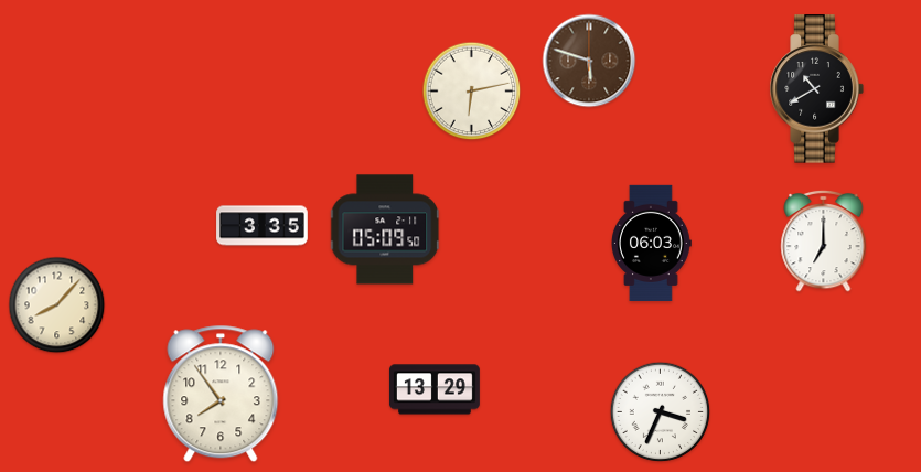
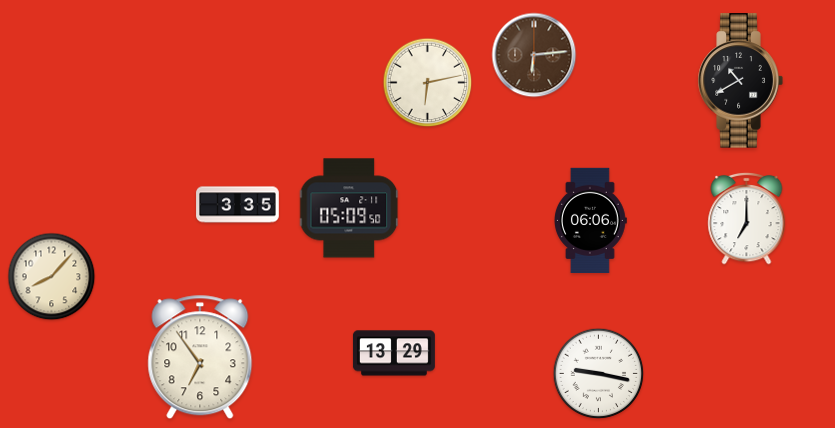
clock at (589, 61): 5:48 -> 6:14
clock at (652, 243): 06:03 -> 06:06
clock at (221, 394): 7:54 -> 6:54
clock at (661, 412): 3:34 -> 9:17
